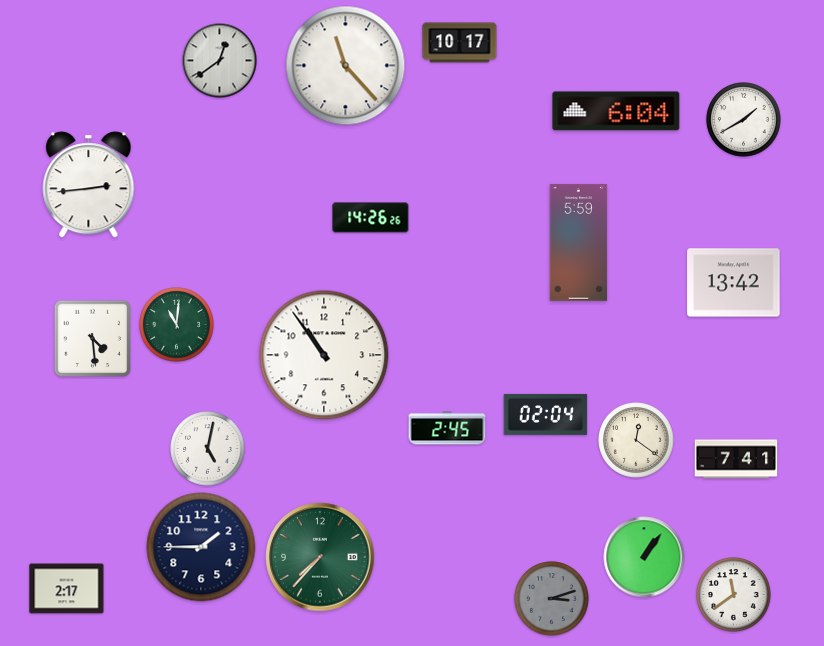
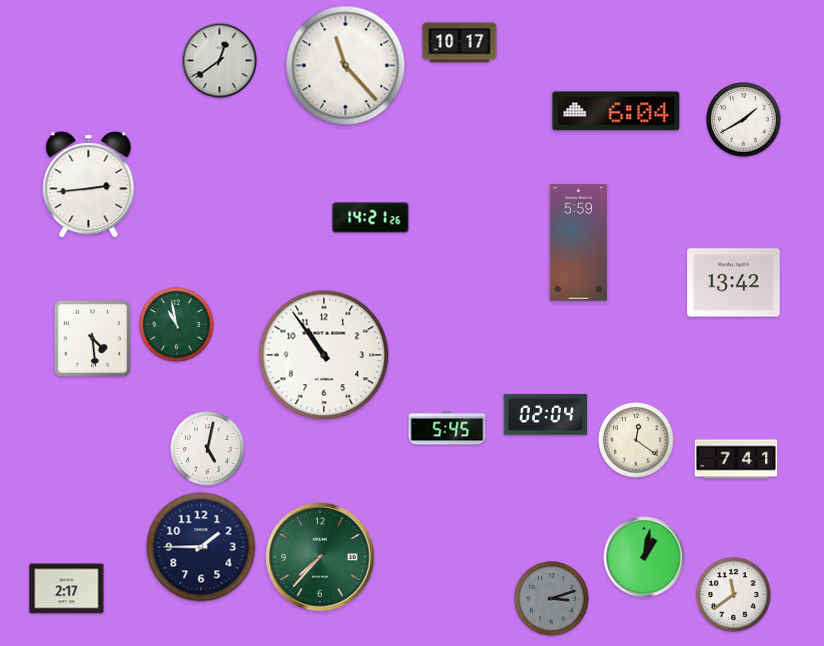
clock at (371, 218): 14:26 -> 14:21
clock at (177, 325): 11:01 -> 10:58
clock at (447, 428): 2:45 -> 5:45
clock at (644, 557): 1:06 -> 1:02
